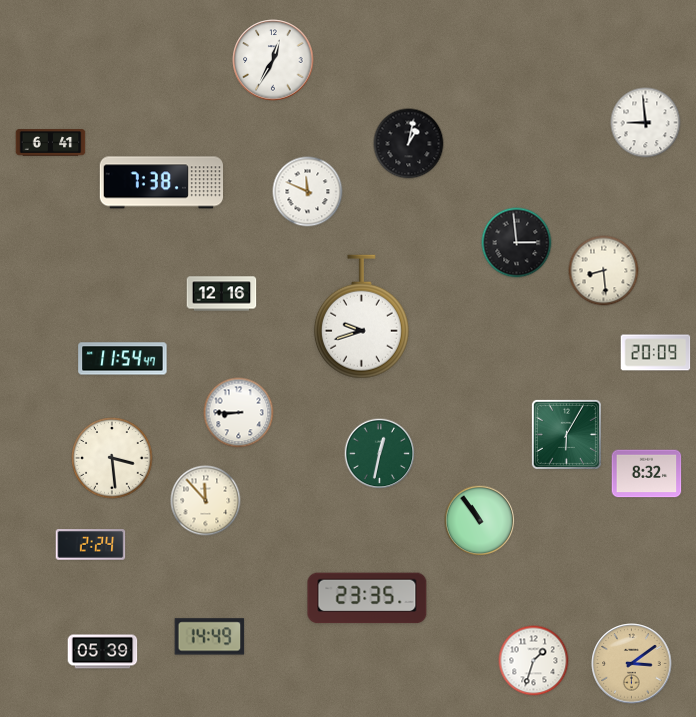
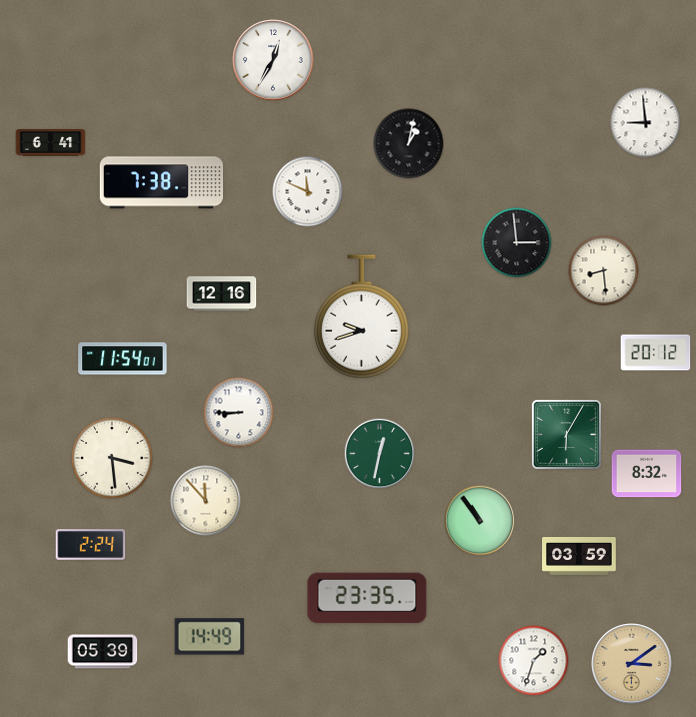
clock at (656, 353): 20:09 -> 20:12
clock at (123, 359): 11:54:47 -> 11:54:01
clock at (579, 556): none -> 03:59
